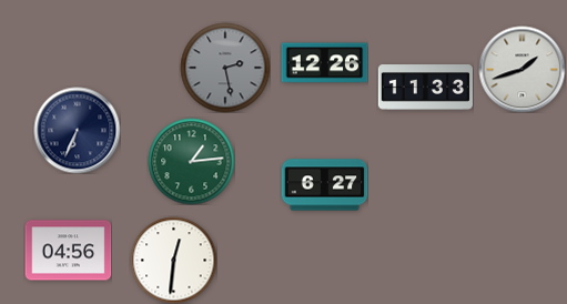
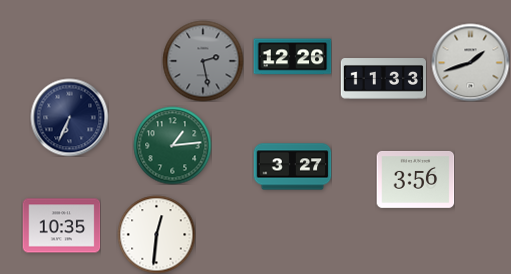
clock at (324, 185): 6:27 -> 3:27
clock at (415, 179): none -> 3:56
clock at (68, 251): 04:56 -> 10:35
